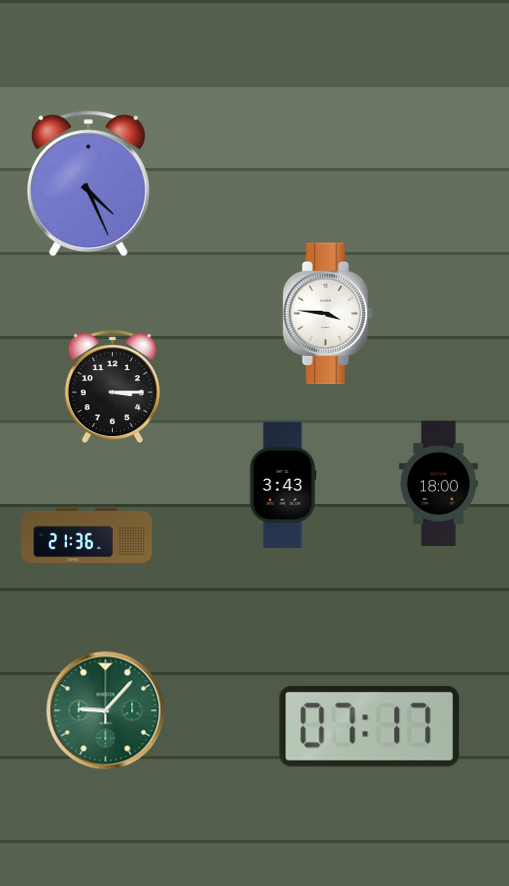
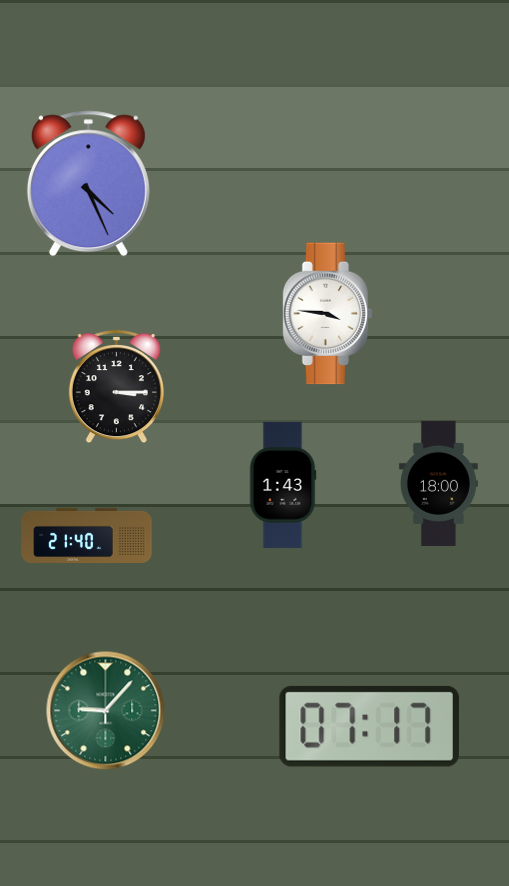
clock at (112, 387) position: (112, 387) -> (116, 387)
clock at (283, 485): 3:43 -> 1:43
clock at (87, 535): 21:36 -> 21:40
